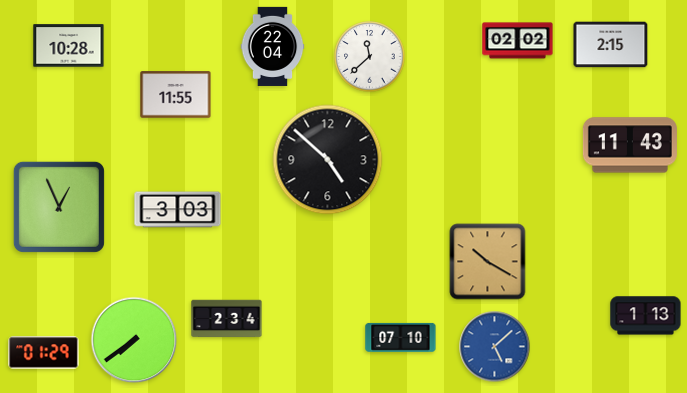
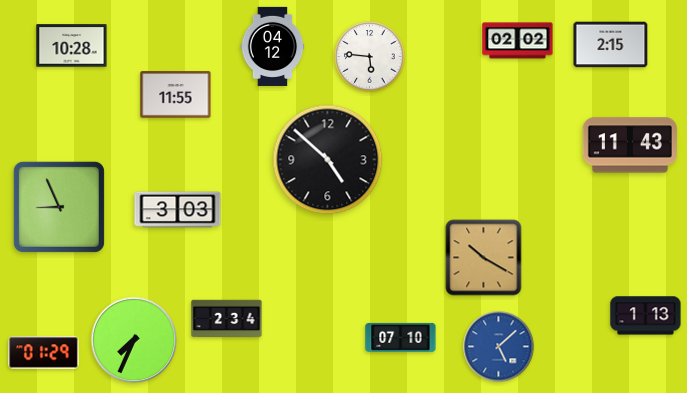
clock at (69, 46) position: (69, 46) -> (72, 46)
clock at (273, 46): 22:04 -> 04:12
clock at (370, 57): 11:38 -> 5:46
clock at (59, 207): 12:56 -> 8:56
clock at (488, 262) position: (488, 262) -> (484, 258)
clock at (134, 340): 7:39 -> 7:34
clock at (495, 347) position: (495, 347) -> (499, 347)
